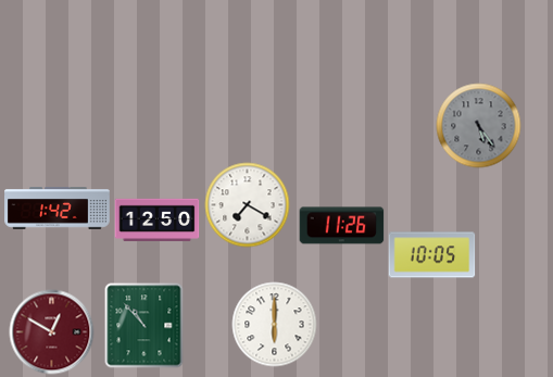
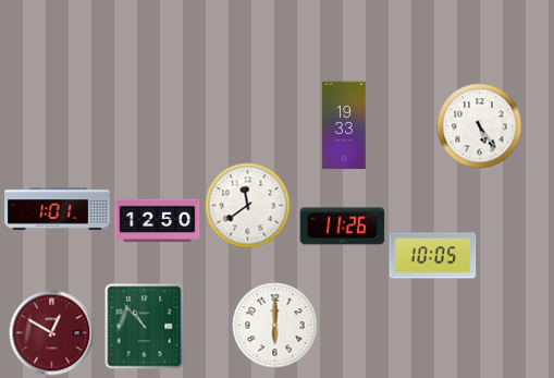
clock at (344, 125): none -> 19:33
clock at (478, 125) dial: grey -> white
clock at (247, 204): 7:20 -> 11:39
clock at (58, 209): 1:42 -> 1:01
